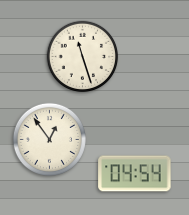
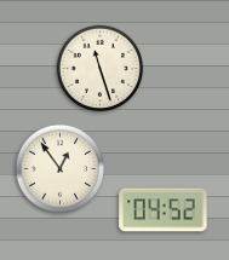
clock at (135, 174): 04:54 -> 04:52
